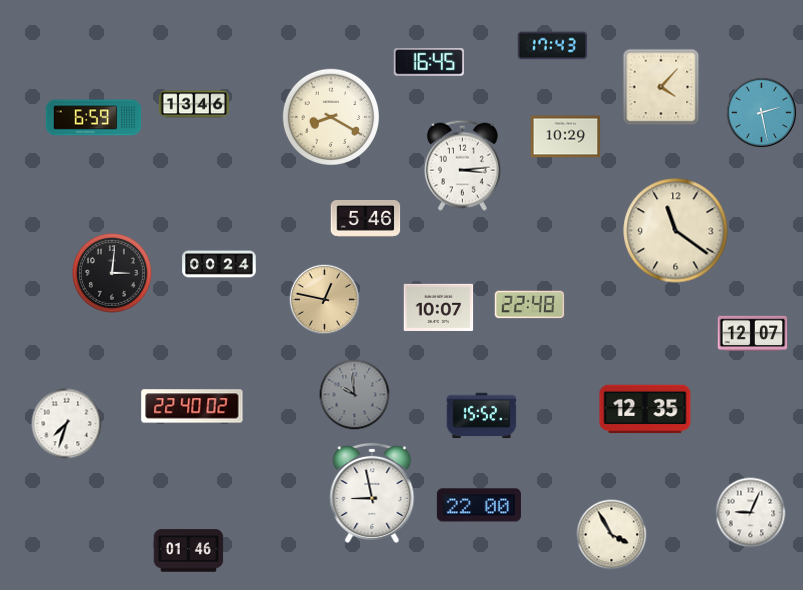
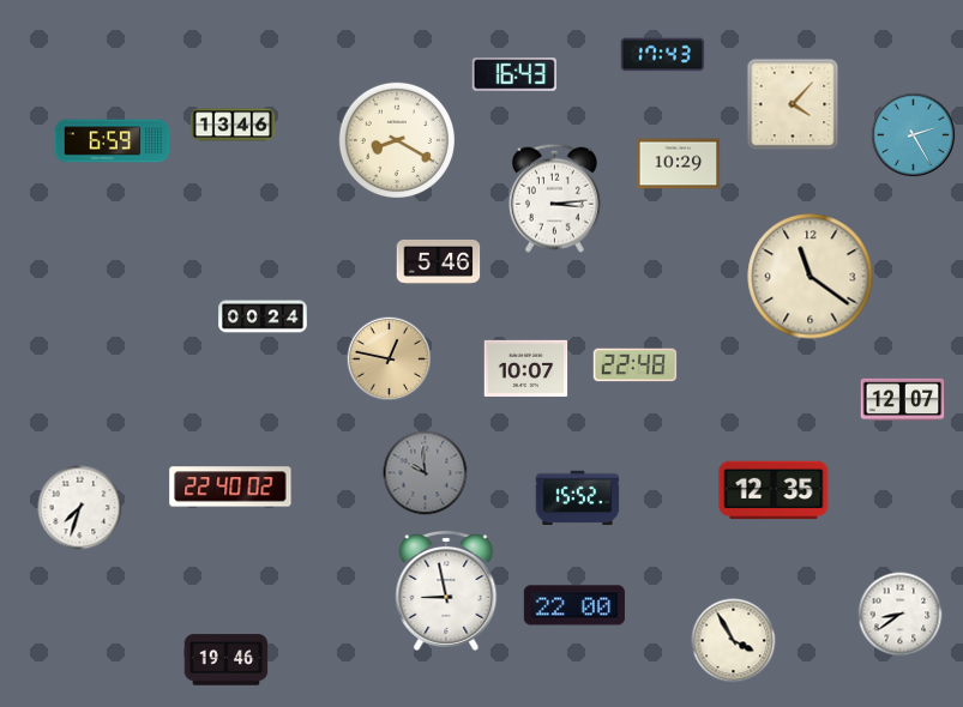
clock at (429, 63): 16:45 -> 16:43
clock at (762, 113): 2:28 -> 2:25
clock at (112, 273): 3:01 -> none
clock at (751, 513): 9:04 -> 8:39
clock at (189, 551): 01:46 -> 19:46
